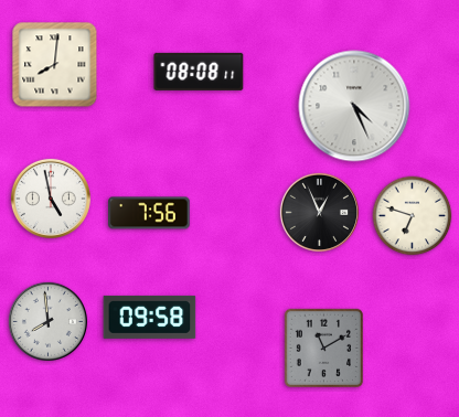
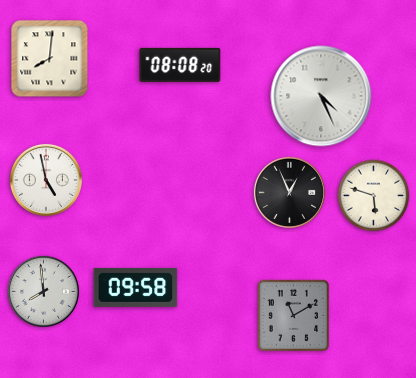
clock at (199, 72): 08:08:11 -> 08:08:20
clock at (149, 213): 7:56 -> none
clock at (413, 216): 6:48 -> 5:48
